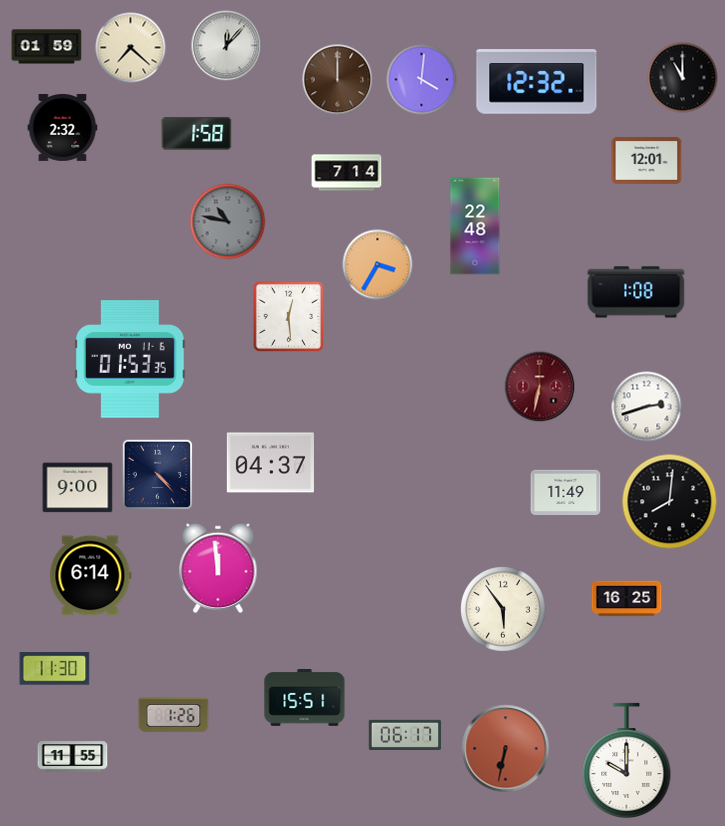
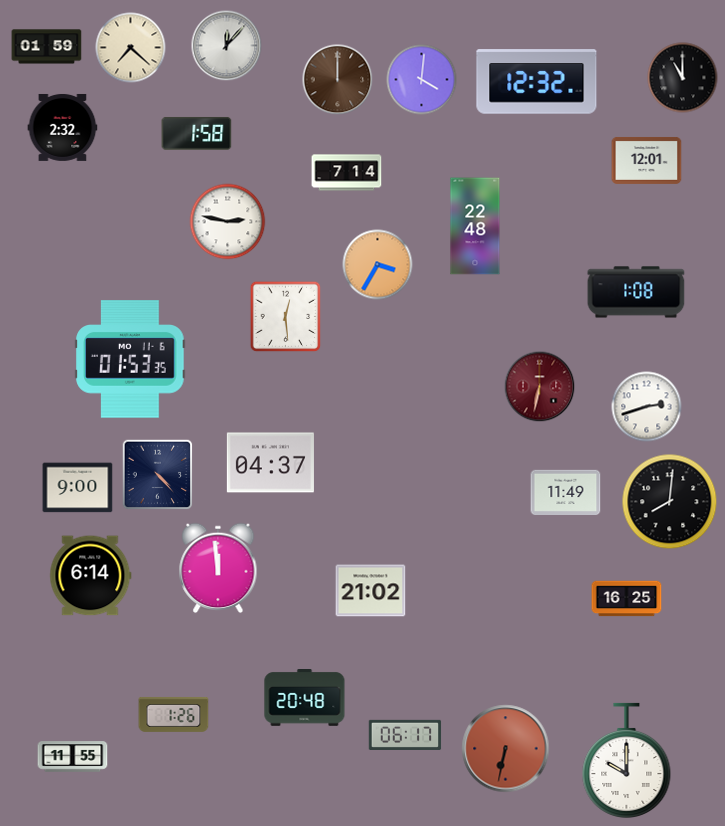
clock at (228, 222): 10:47 -> 2:47
clock at (228, 222) dial: grey -> white
clock at (289, 317) position: (289, 317) -> (286, 317)
clock at (371, 591): none -> 21:02
clock at (503, 609): 5:54 -> none
clock at (55, 669): 11:30 -> none
clock at (305, 698): 15:51 -> 20:48
